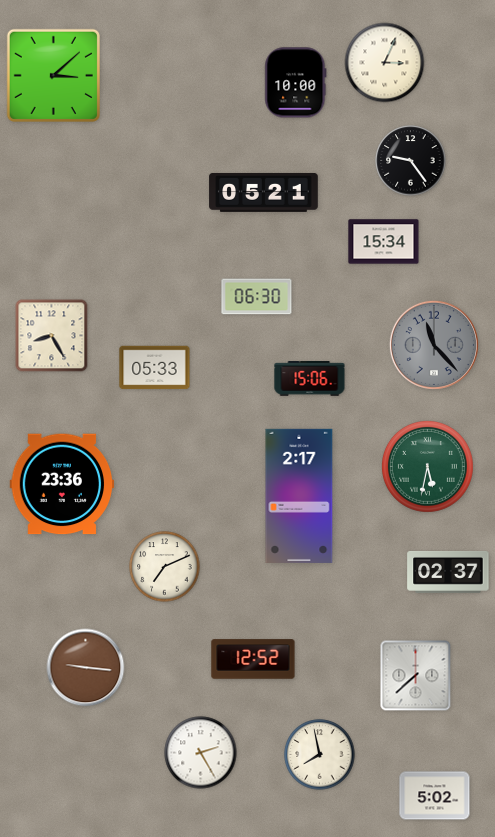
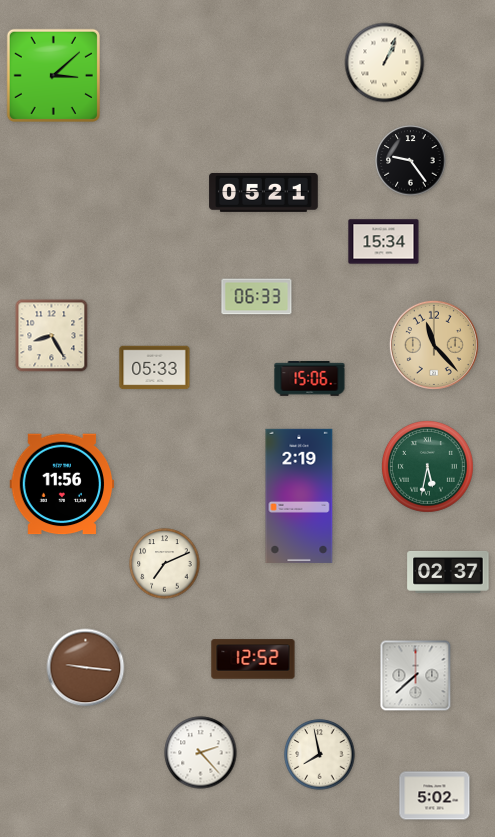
clock at (385, 63): 3:04 -> 1:04
clock at (296, 83): 10:00 -> none
clock at (257, 297): 06:30 -> 06:33
clock at (434, 345) dial: grey -> champagne
clock at (62, 484): 23:36 -> 11:56
clock at (299, 496): 2:17 -> 2:19
clock at (165, 567) position: (165, 567) -> (165, 564)
clock at (201, 753): 2:25 -> 2:23
